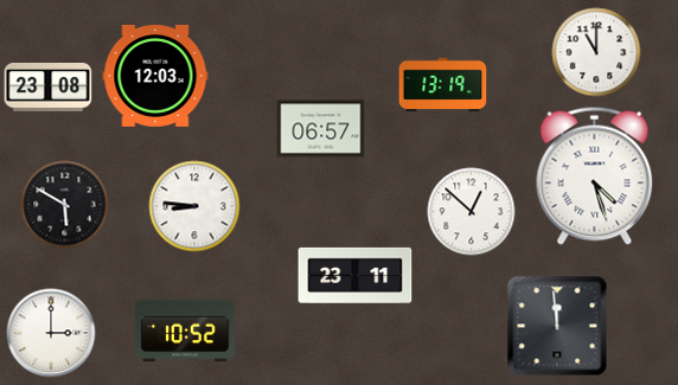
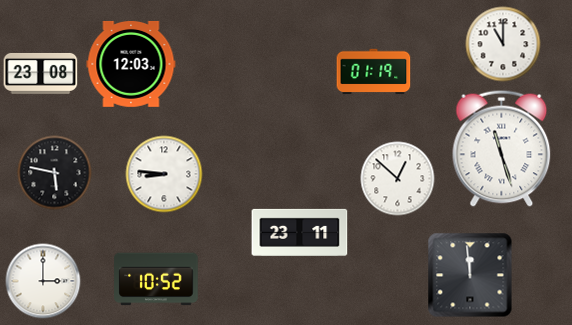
clock at (443, 85): 13:19 -> 01:19
clock at (321, 129): 06:57 -> none
clock at (595, 175): 4:27 -> 11:27
clock at (65, 205): 5:50 -> 5:47
